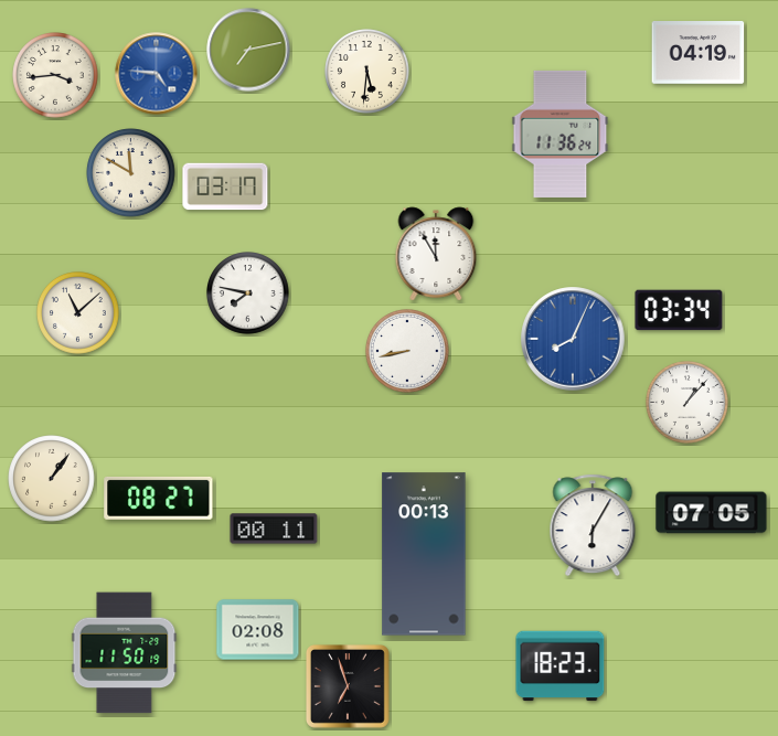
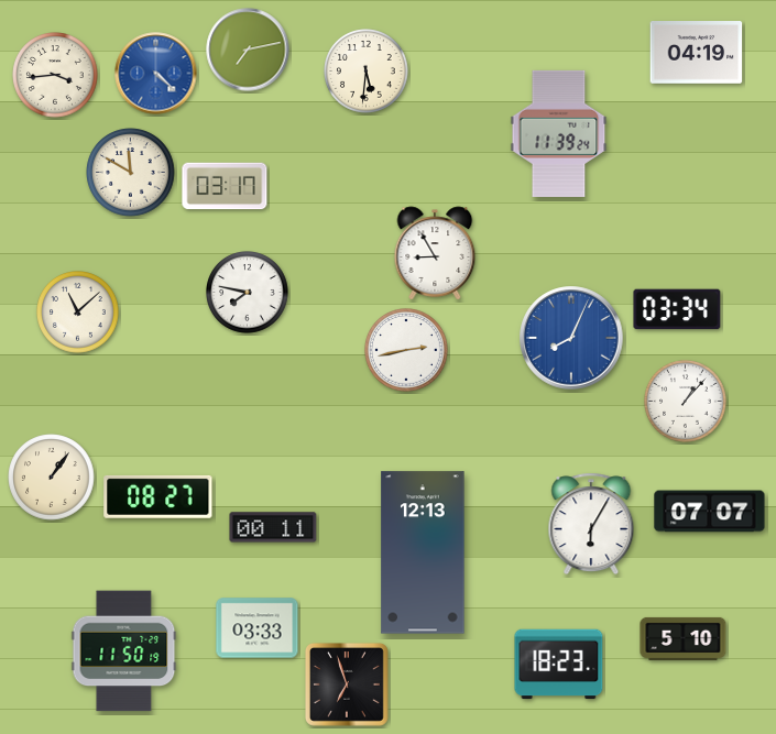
clock at (157, 74): 4:46 -> 4:22
clock at (561, 134): 11:36 -> 11:39
clock at (436, 254): 11:55 -> 8:55
clock at (408, 352): 8:43 -> 2:43
clock at (712, 513): 07:05 -> 07:07
clock at (424, 554): 00:13 -> 12:13
clock at (258, 630): 02:08 -> 03:33
clock at (684, 638): none -> 5:10
